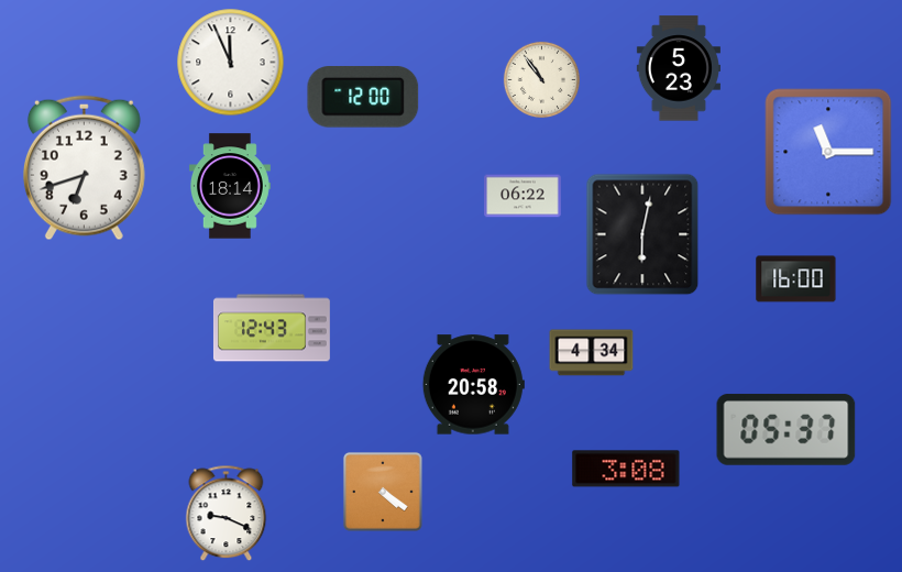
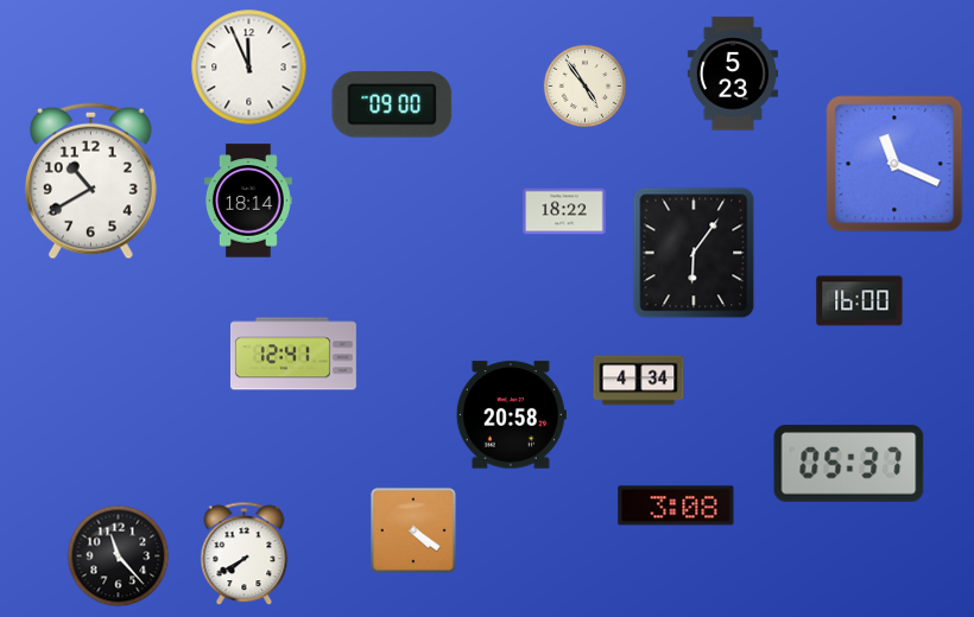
clock at (541, 79): 10:54 -> 4:54
clock at (363, 97): 12:00 -> 09:00
clock at (828, 152): 11:15 -> 11:19
clock at (84, 168): 6:42 -> 10:40
clock at (522, 196): 06:22 -> 18:22
clock at (642, 234): 6:02 -> 6:06
clock at (272, 328): 12:43 -> 12:41
clock at (227, 514): 9:19 -> 7:40
clock at (119, 556): none -> 11:23
